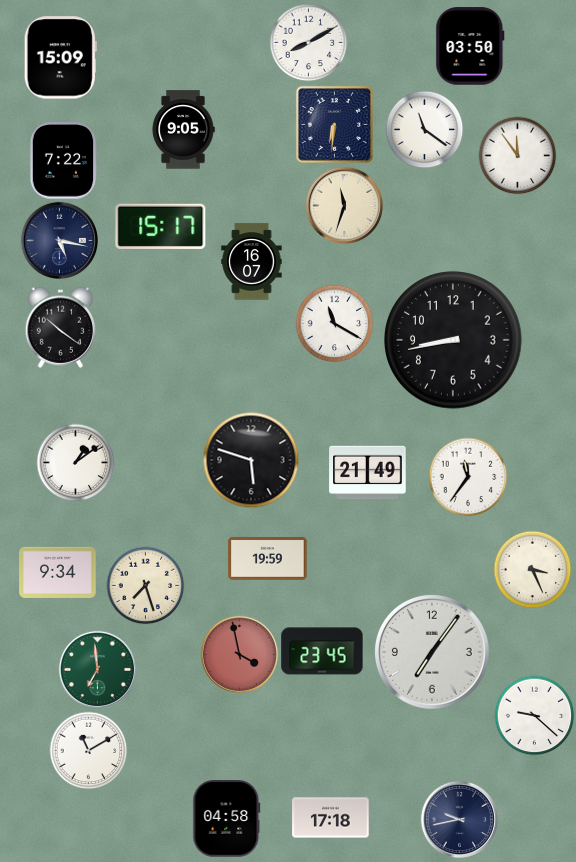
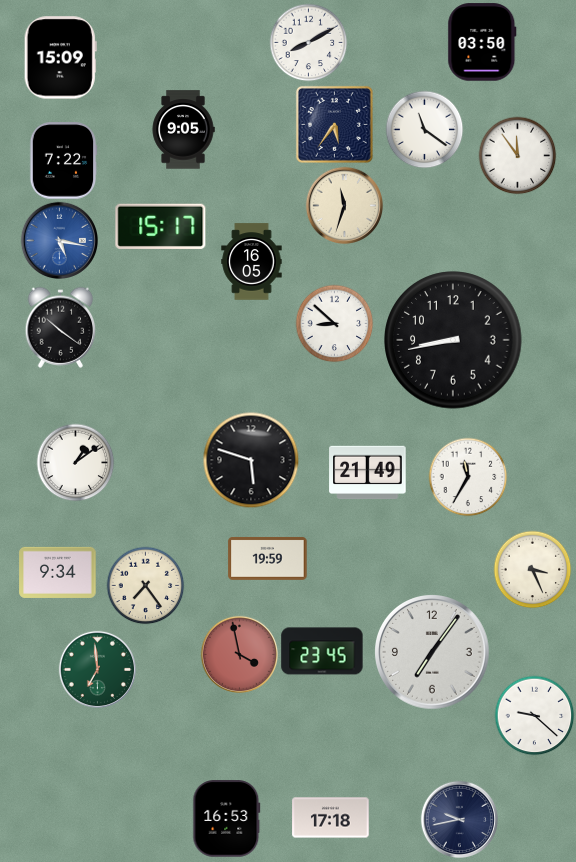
clock at (470, 46) position: (470, 46) -> (482, 42)
clock at (334, 124): 6:31 -> 5:36
clock at (59, 240) dial: navy -> blue
clock at (252, 262): 16:07 -> 16:05
clock at (334, 323): 11:20 -> 8:52
clock at (468, 477): 11:36 -> 11:35
clock at (145, 585): 7:27 -> 7:24
clock at (88, 750): 11:10 -> none
clock at (227, 819): 04:58 -> 16:53
